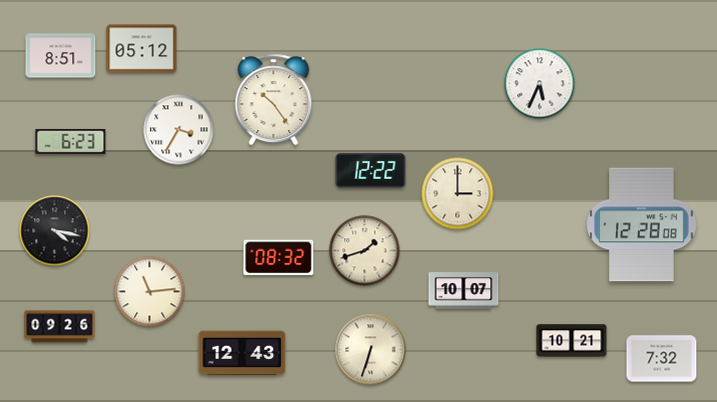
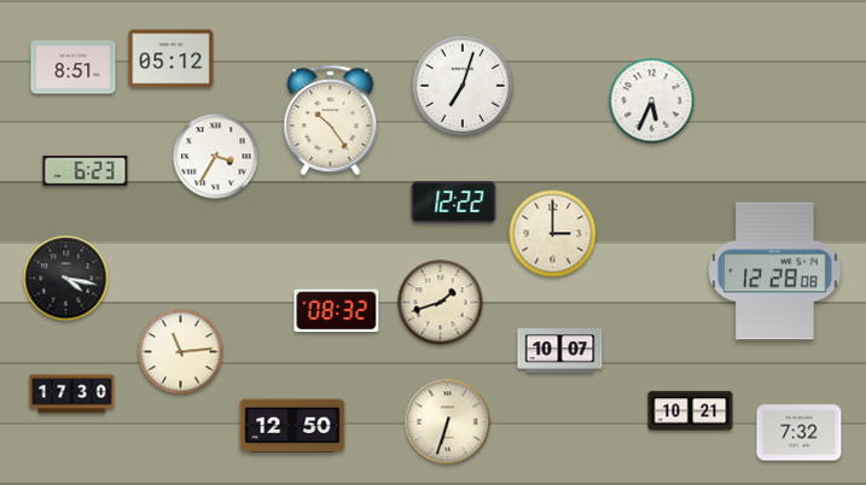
clock at (463, 86): none -> 7:03
clock at (371, 171) position: (371, 171) -> (454, 203)
clock at (60, 327): 09:26 -> 17:30
clock at (242, 353): 12:43 -> 12:50
